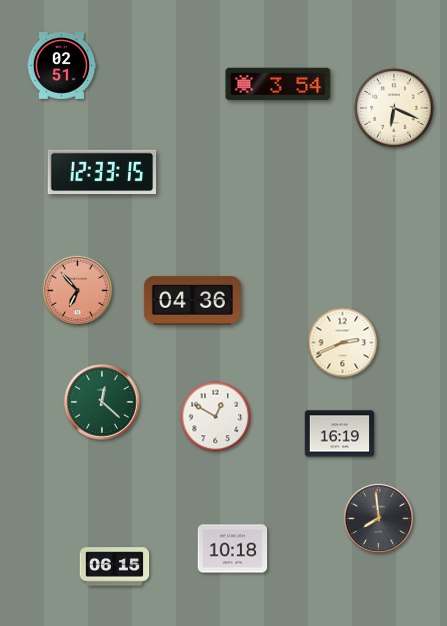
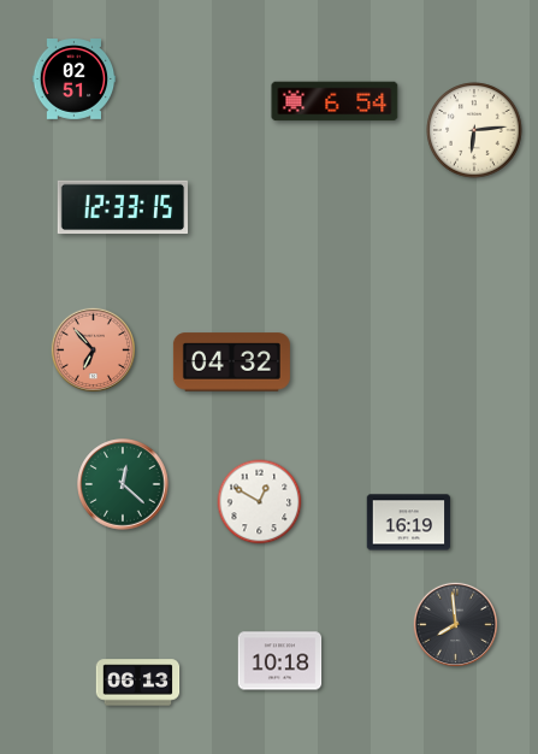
clock at (278, 84): 3:54 -> 6:54
clock at (394, 108): 6:19 -> 6:14
clock at (192, 301): 04:36 -> 04:32
clock at (343, 343): 2:41 -> none
clock at (115, 567): 06:15 -> 06:13
